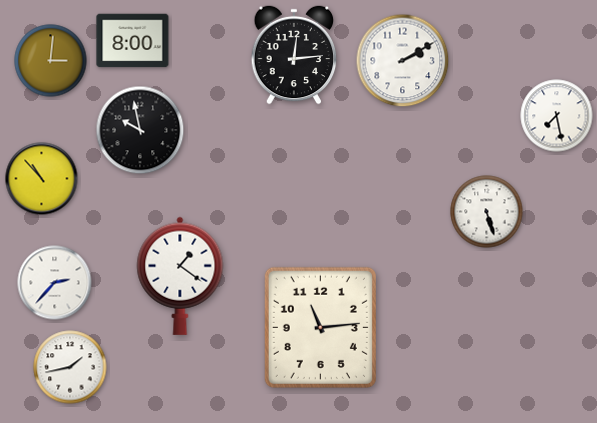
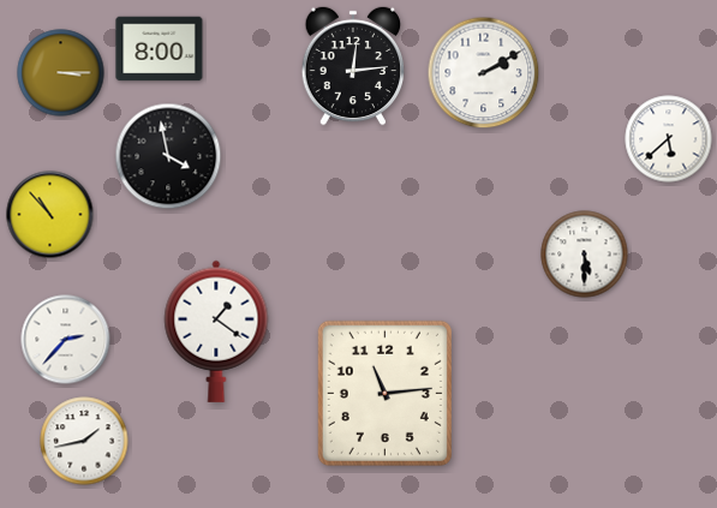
clock at (51, 61): 3:01 -> 3:15
clock at (557, 116): 7:28 -> 5:38
clock at (140, 130): 9:58 -> 3:58
clock at (487, 212): 5:27 -> 5:30
